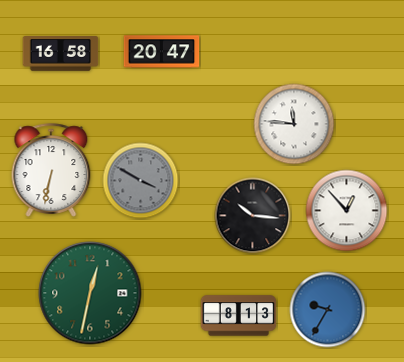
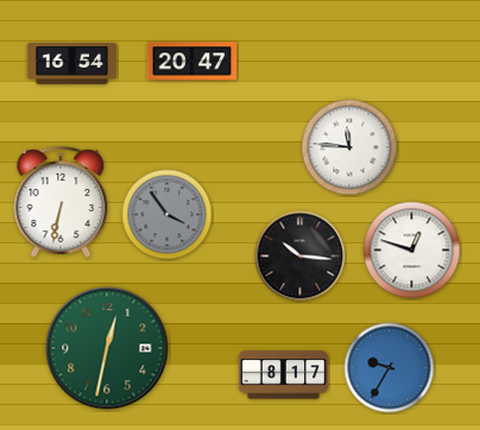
clock at (61, 54): 16:58 -> 16:54
clock at (141, 181): 3:50 -> 3:54
clock at (347, 211): 12:53 -> 12:48
clock at (239, 316): 8:13 -> 8:17
